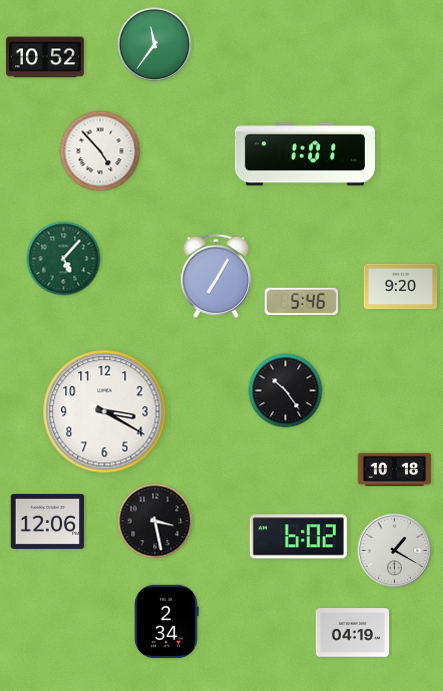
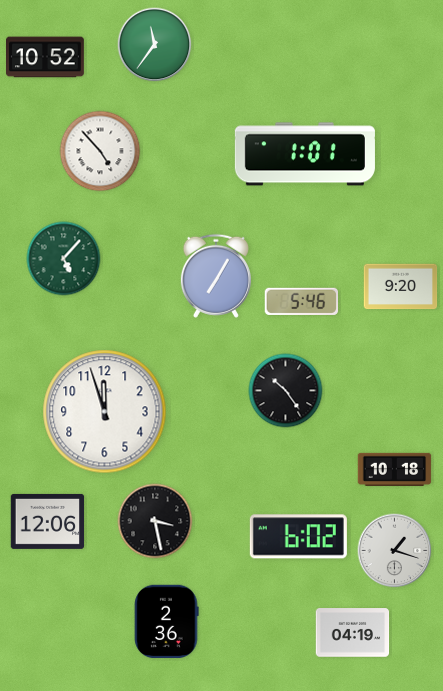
clock at (105, 412): 3:20 -> 11:57
clock at (395, 551): 1:20 -> 1:18
clock at (167, 622): 2:34 -> 2:36
